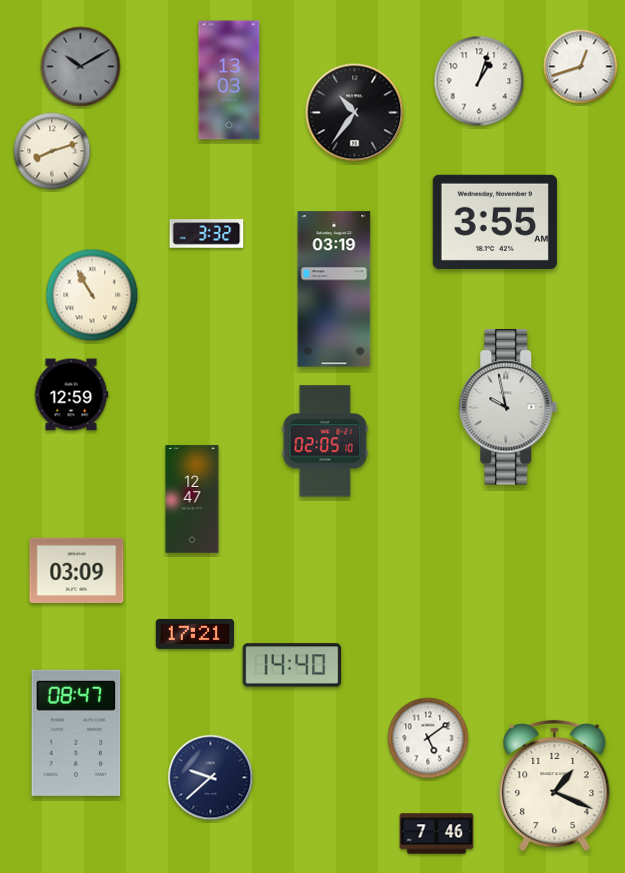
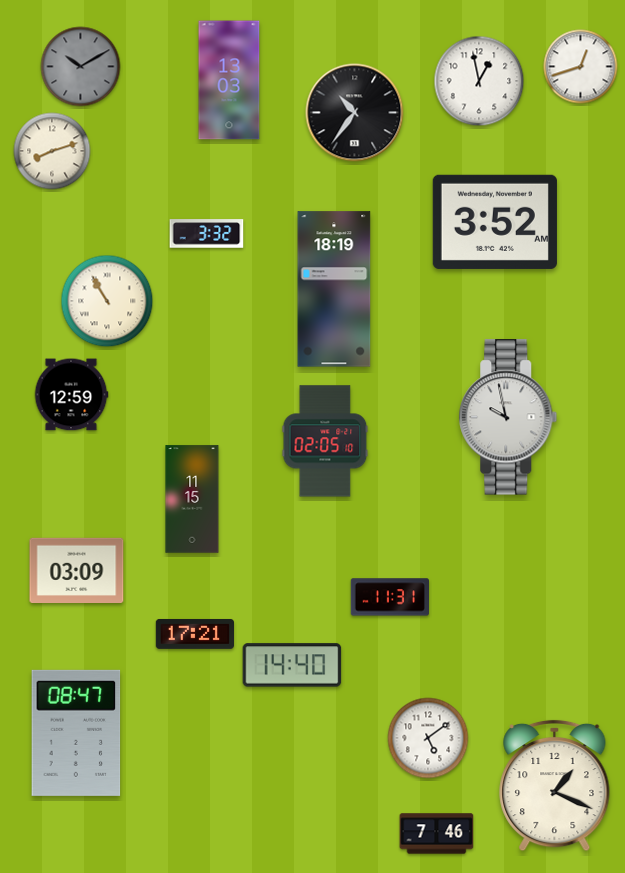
clock at (479, 81): 1:03 -> 12:58
clock at (495, 222): 3:55 -> 3:52
clock at (334, 289): 03:19 -> 18:19
clock at (92, 295) position: (92, 295) -> (107, 301)
clock at (508, 407) position: (508, 407) -> (508, 417)
clock at (192, 499): 12:47 -> 11:15
clock at (389, 597): none -> 11:31
clock at (211, 778): 9:38 -> none
